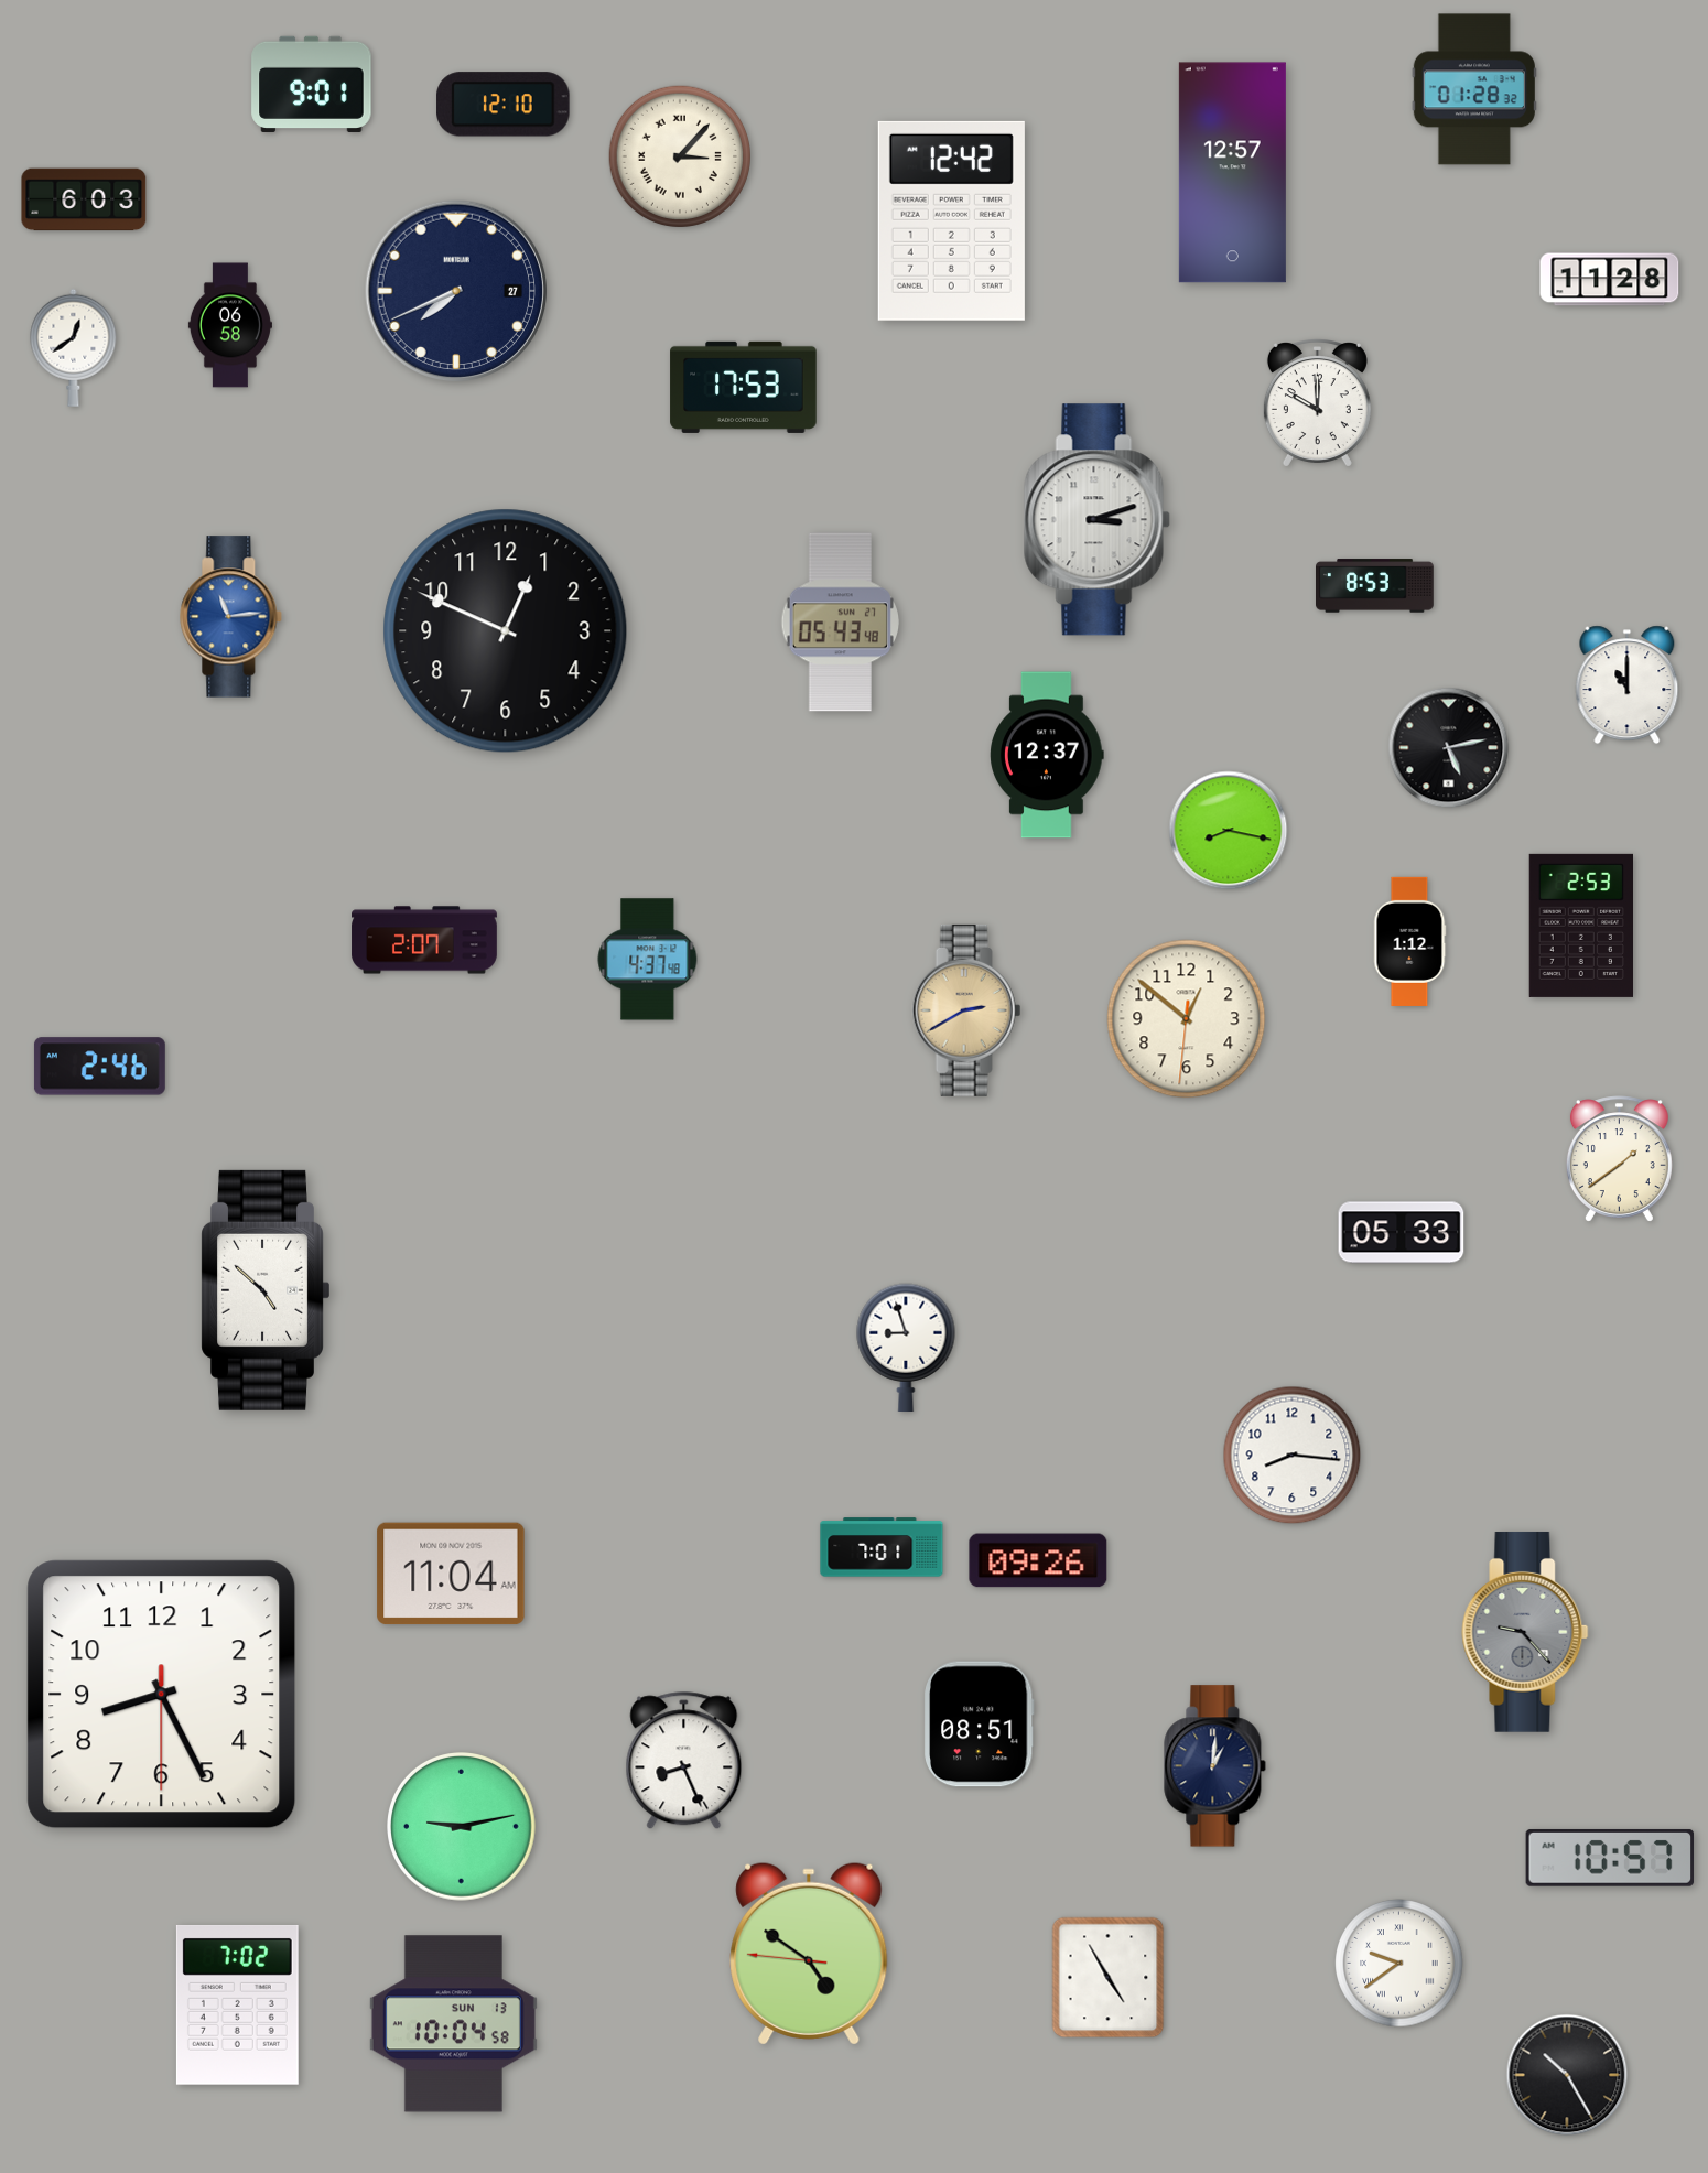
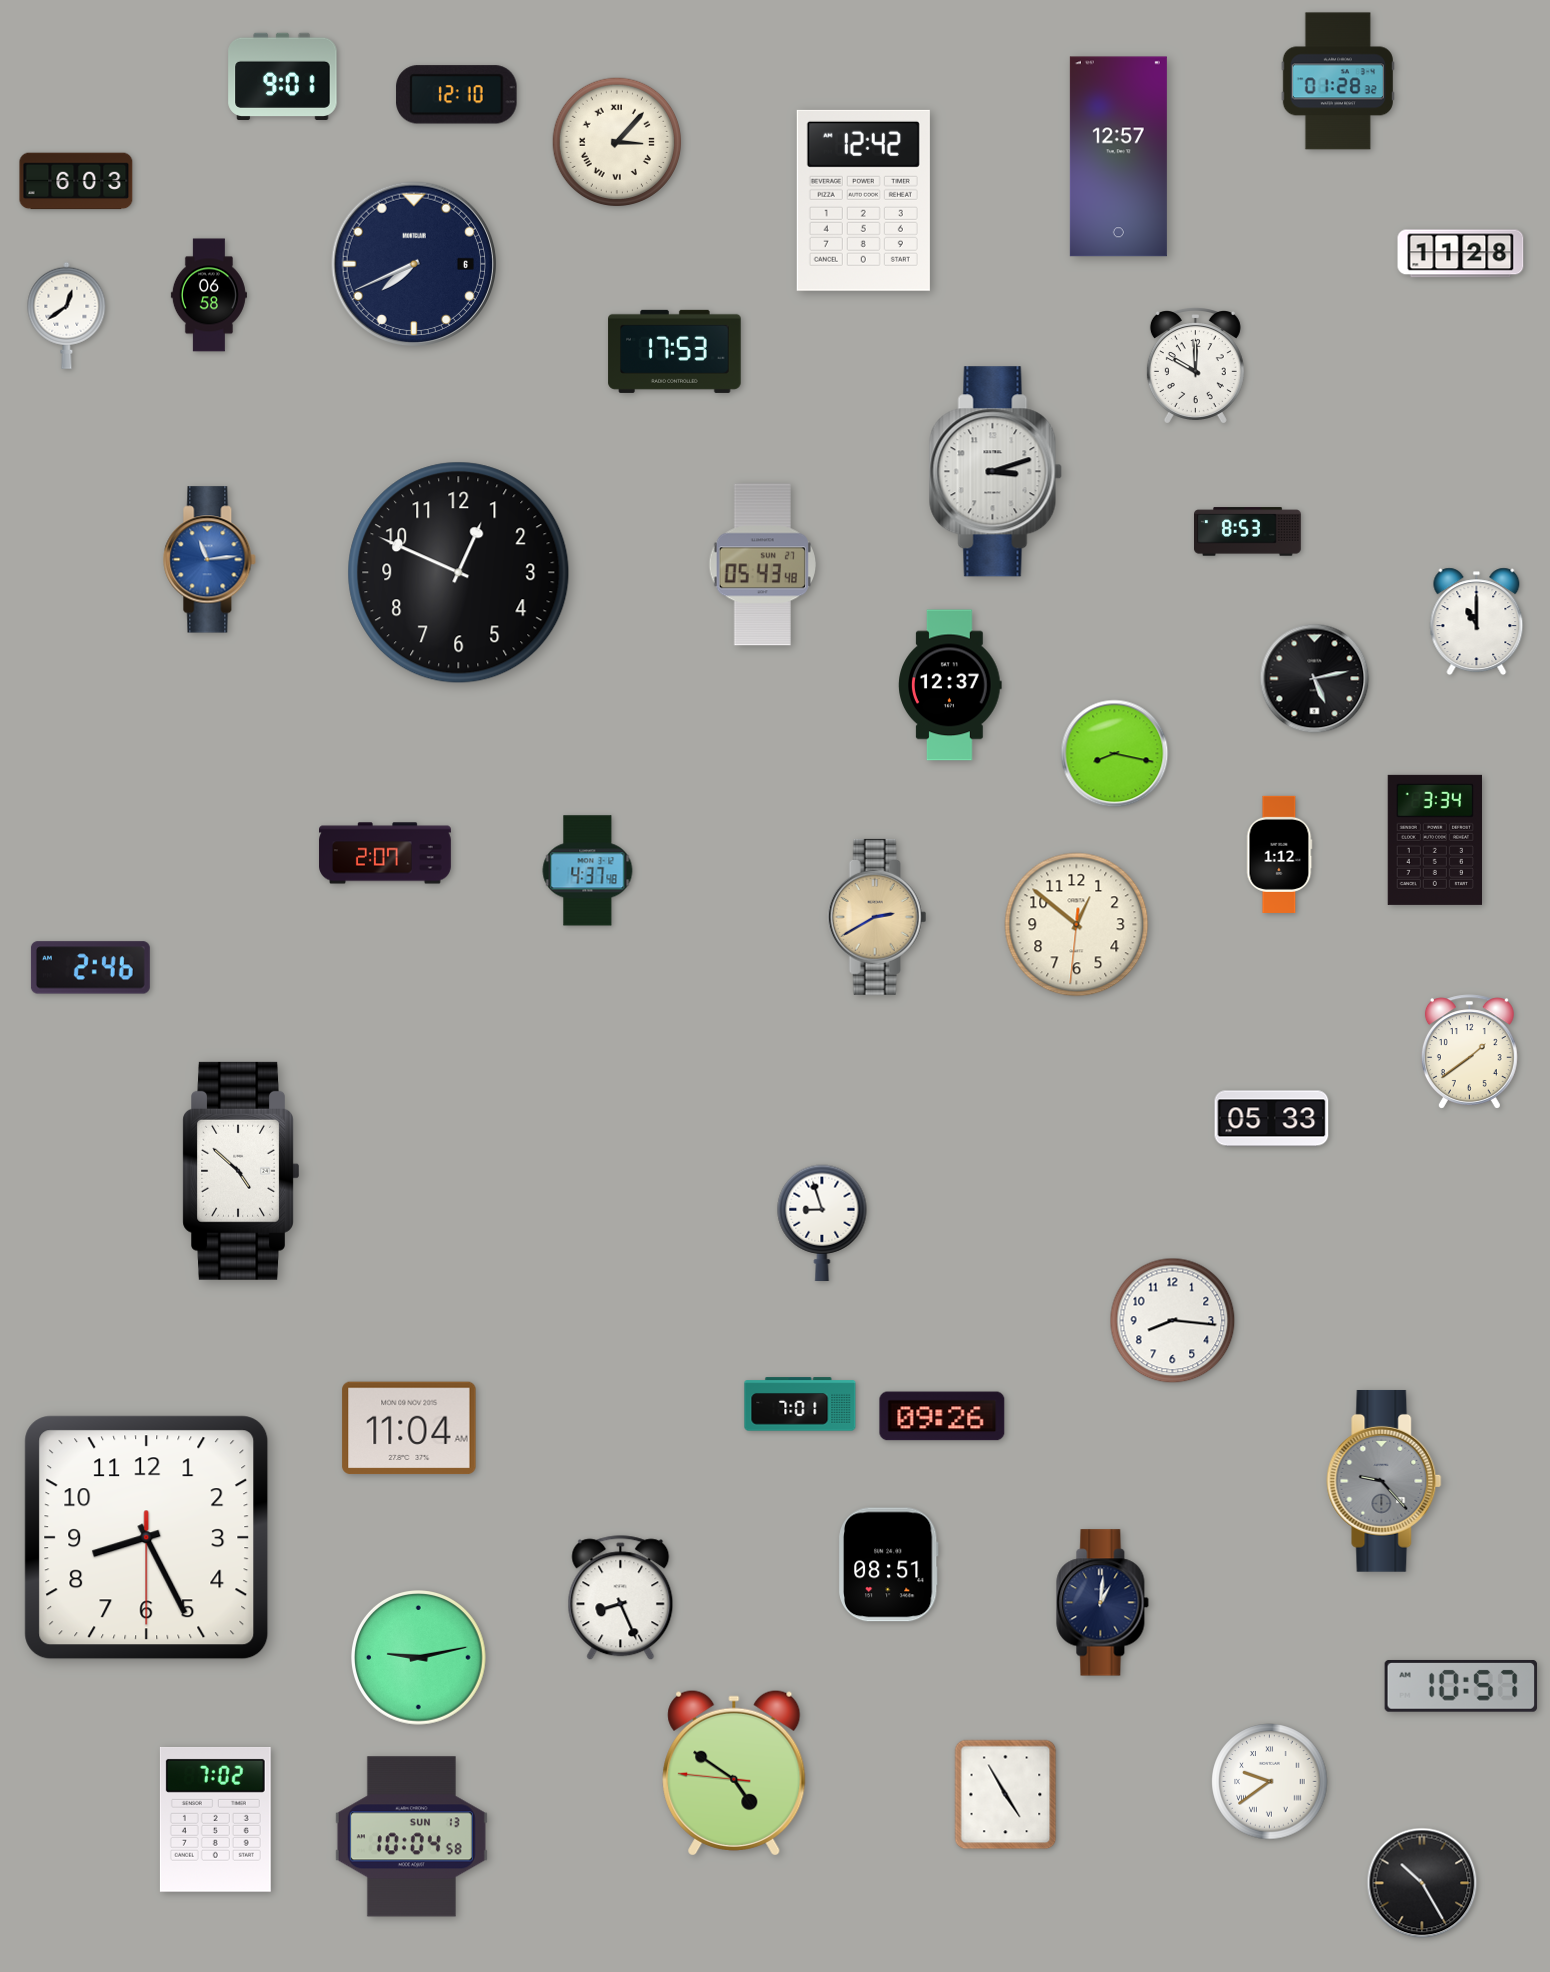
clock at (456, 291) date: 27 -> 6
clock at (1580, 926): 2:53 -> 3:34
